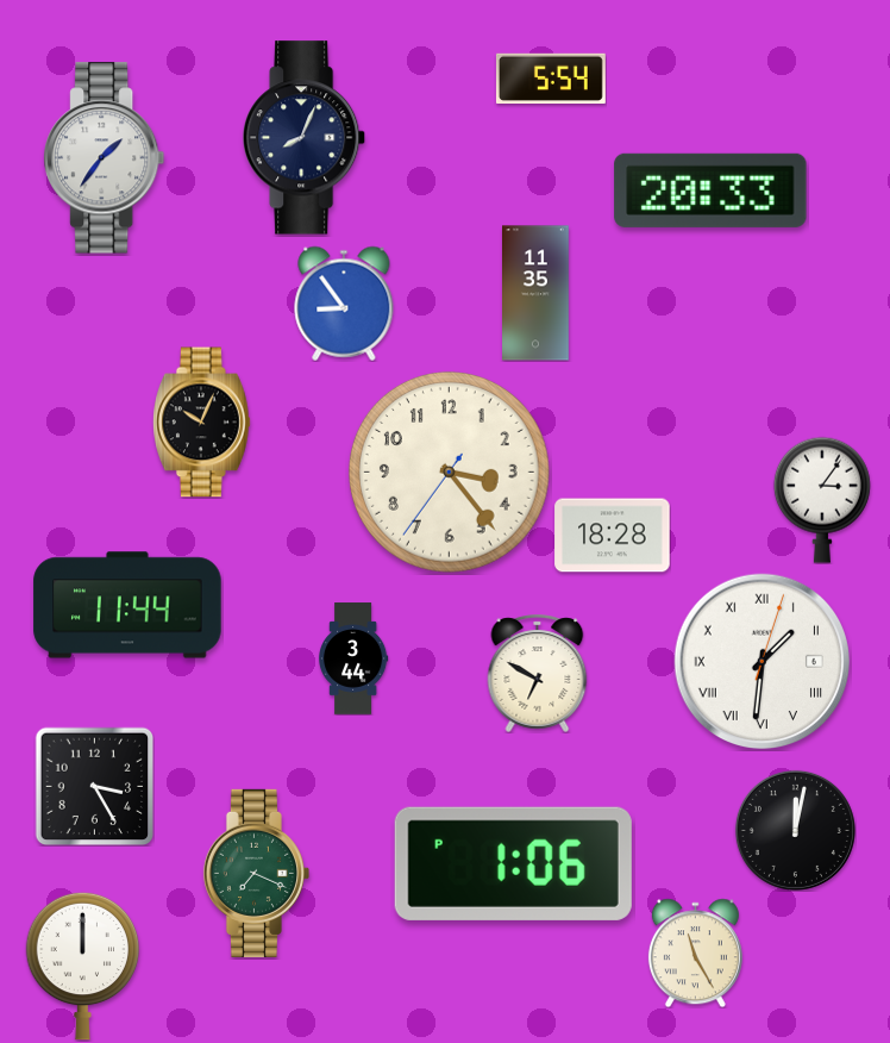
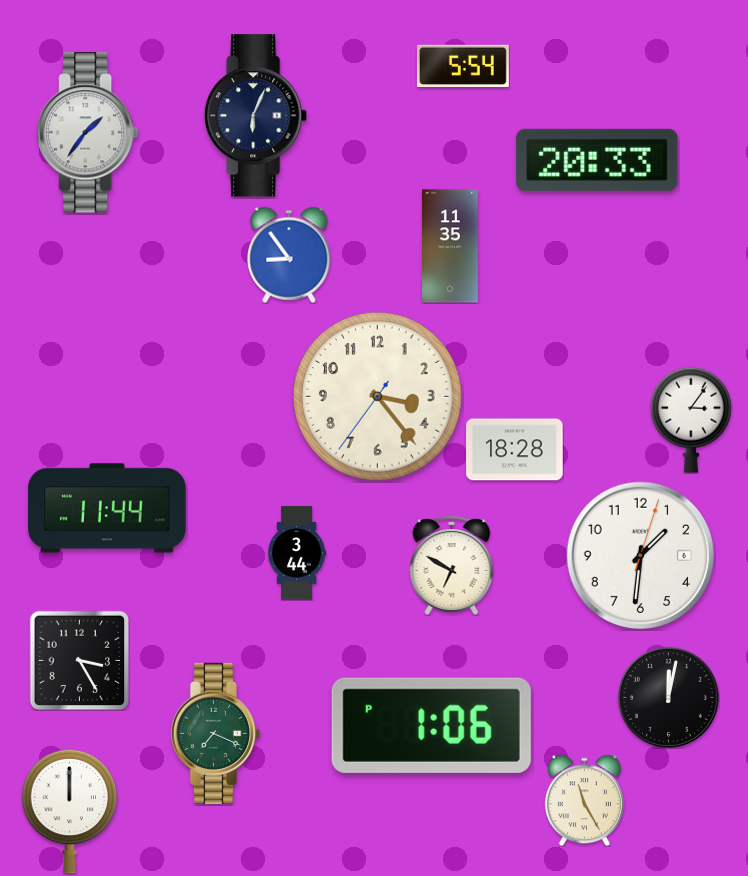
clock at (306, 138): 8:04 -> 6:04
clock at (202, 423): 10:04 -> none
clock at (763, 662) numerals: Roman -> Arabic
